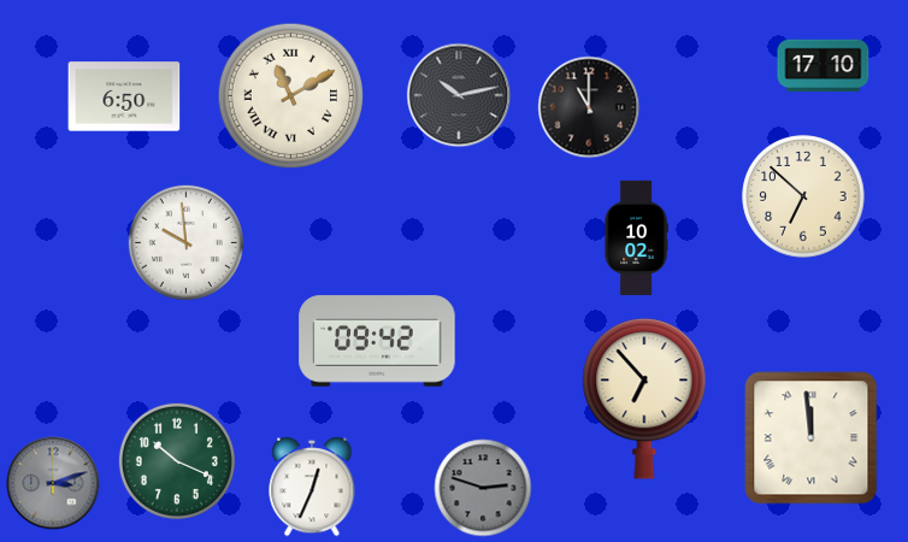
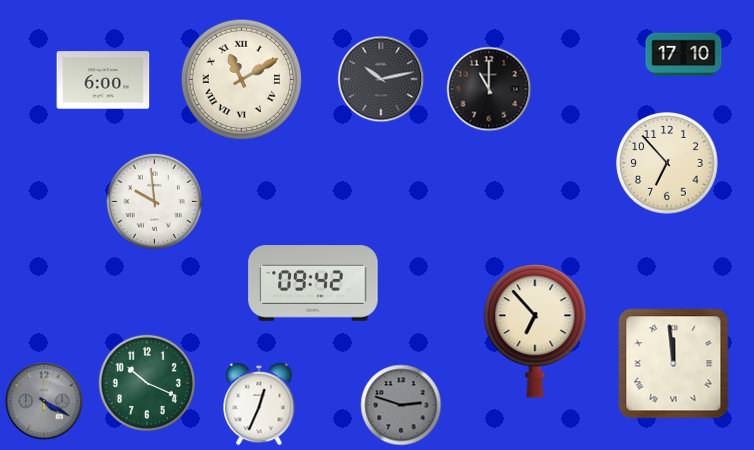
clock at (124, 96): 6:50 -> 6:00
clock at (803, 196): 6:52 -> 6:53
clock at (636, 238): 10:02 -> none
clock at (53, 483): 3:12 -> 4:20
